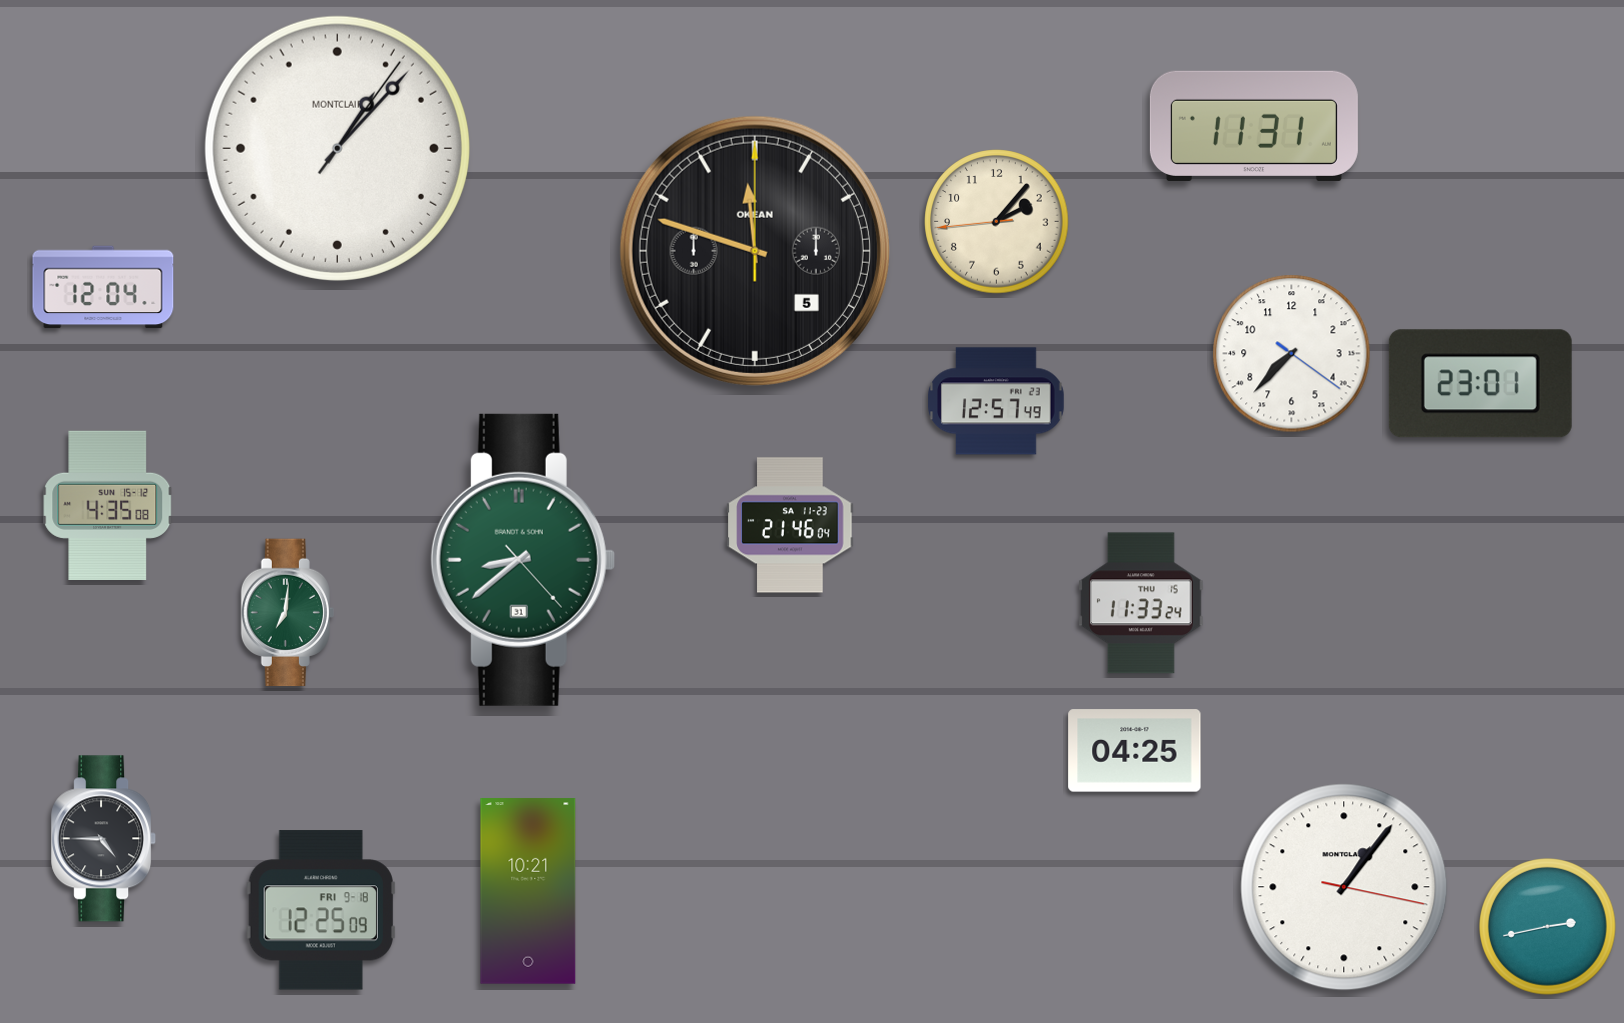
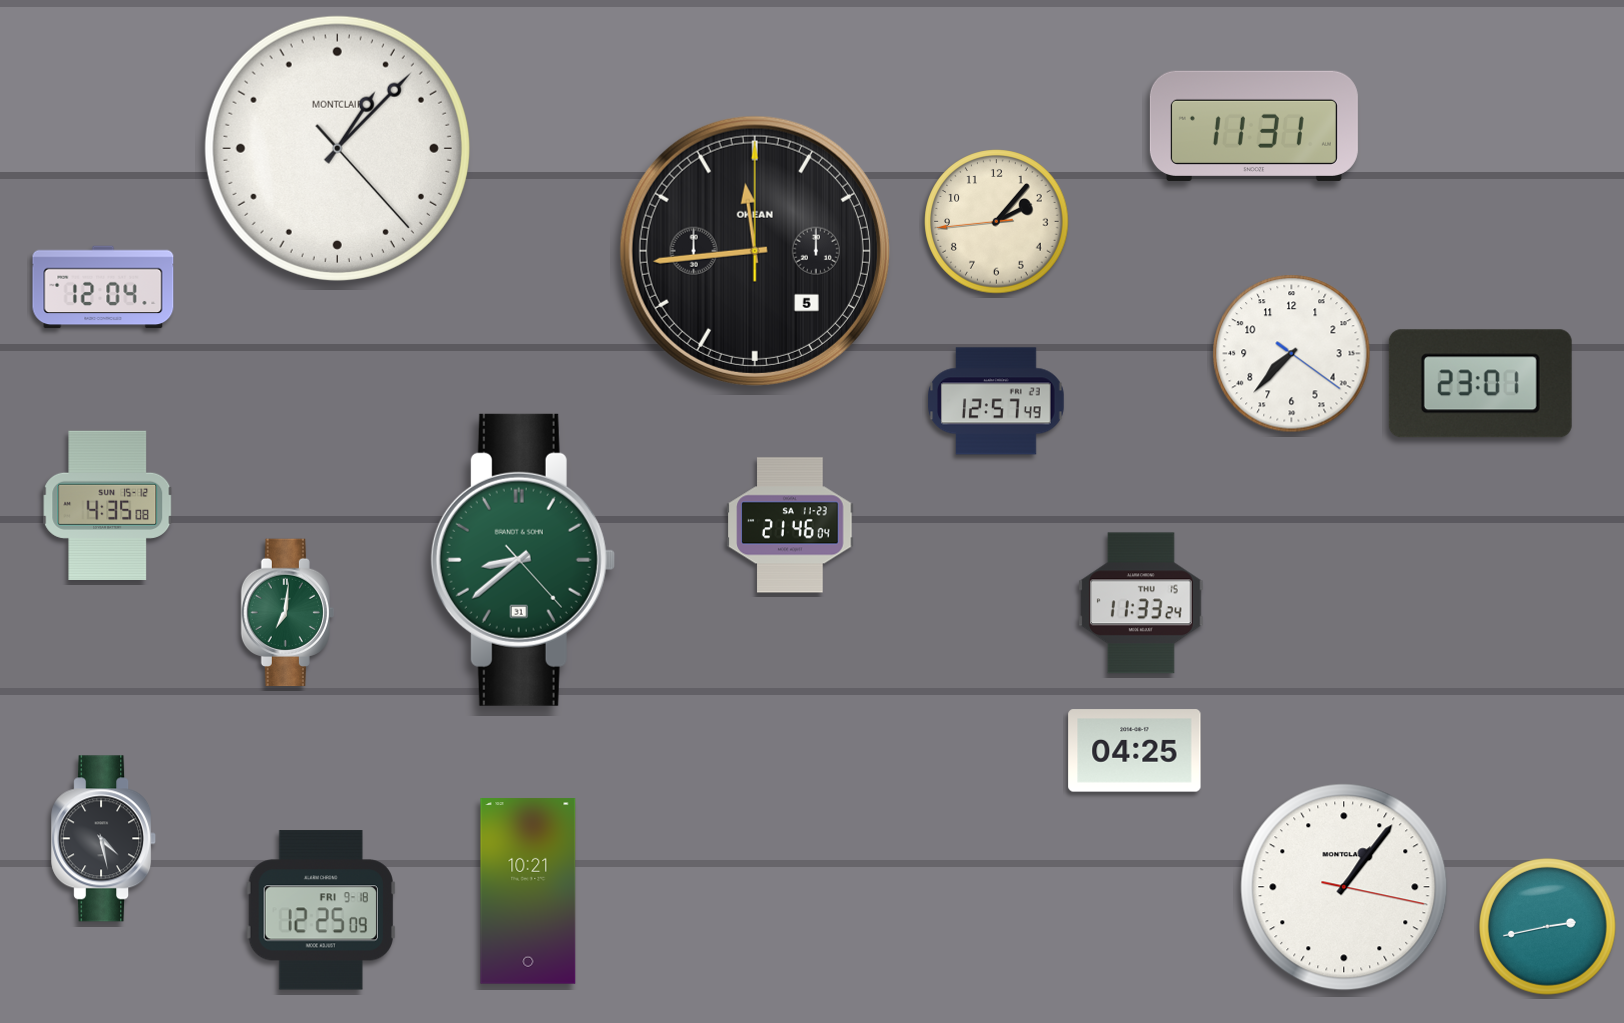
clock at (337, 148): 1:07:06 -> 1:07:23
clock at (755, 251): 11:48 -> 11:44
clock at (104, 839): 4:45 -> 4:28
